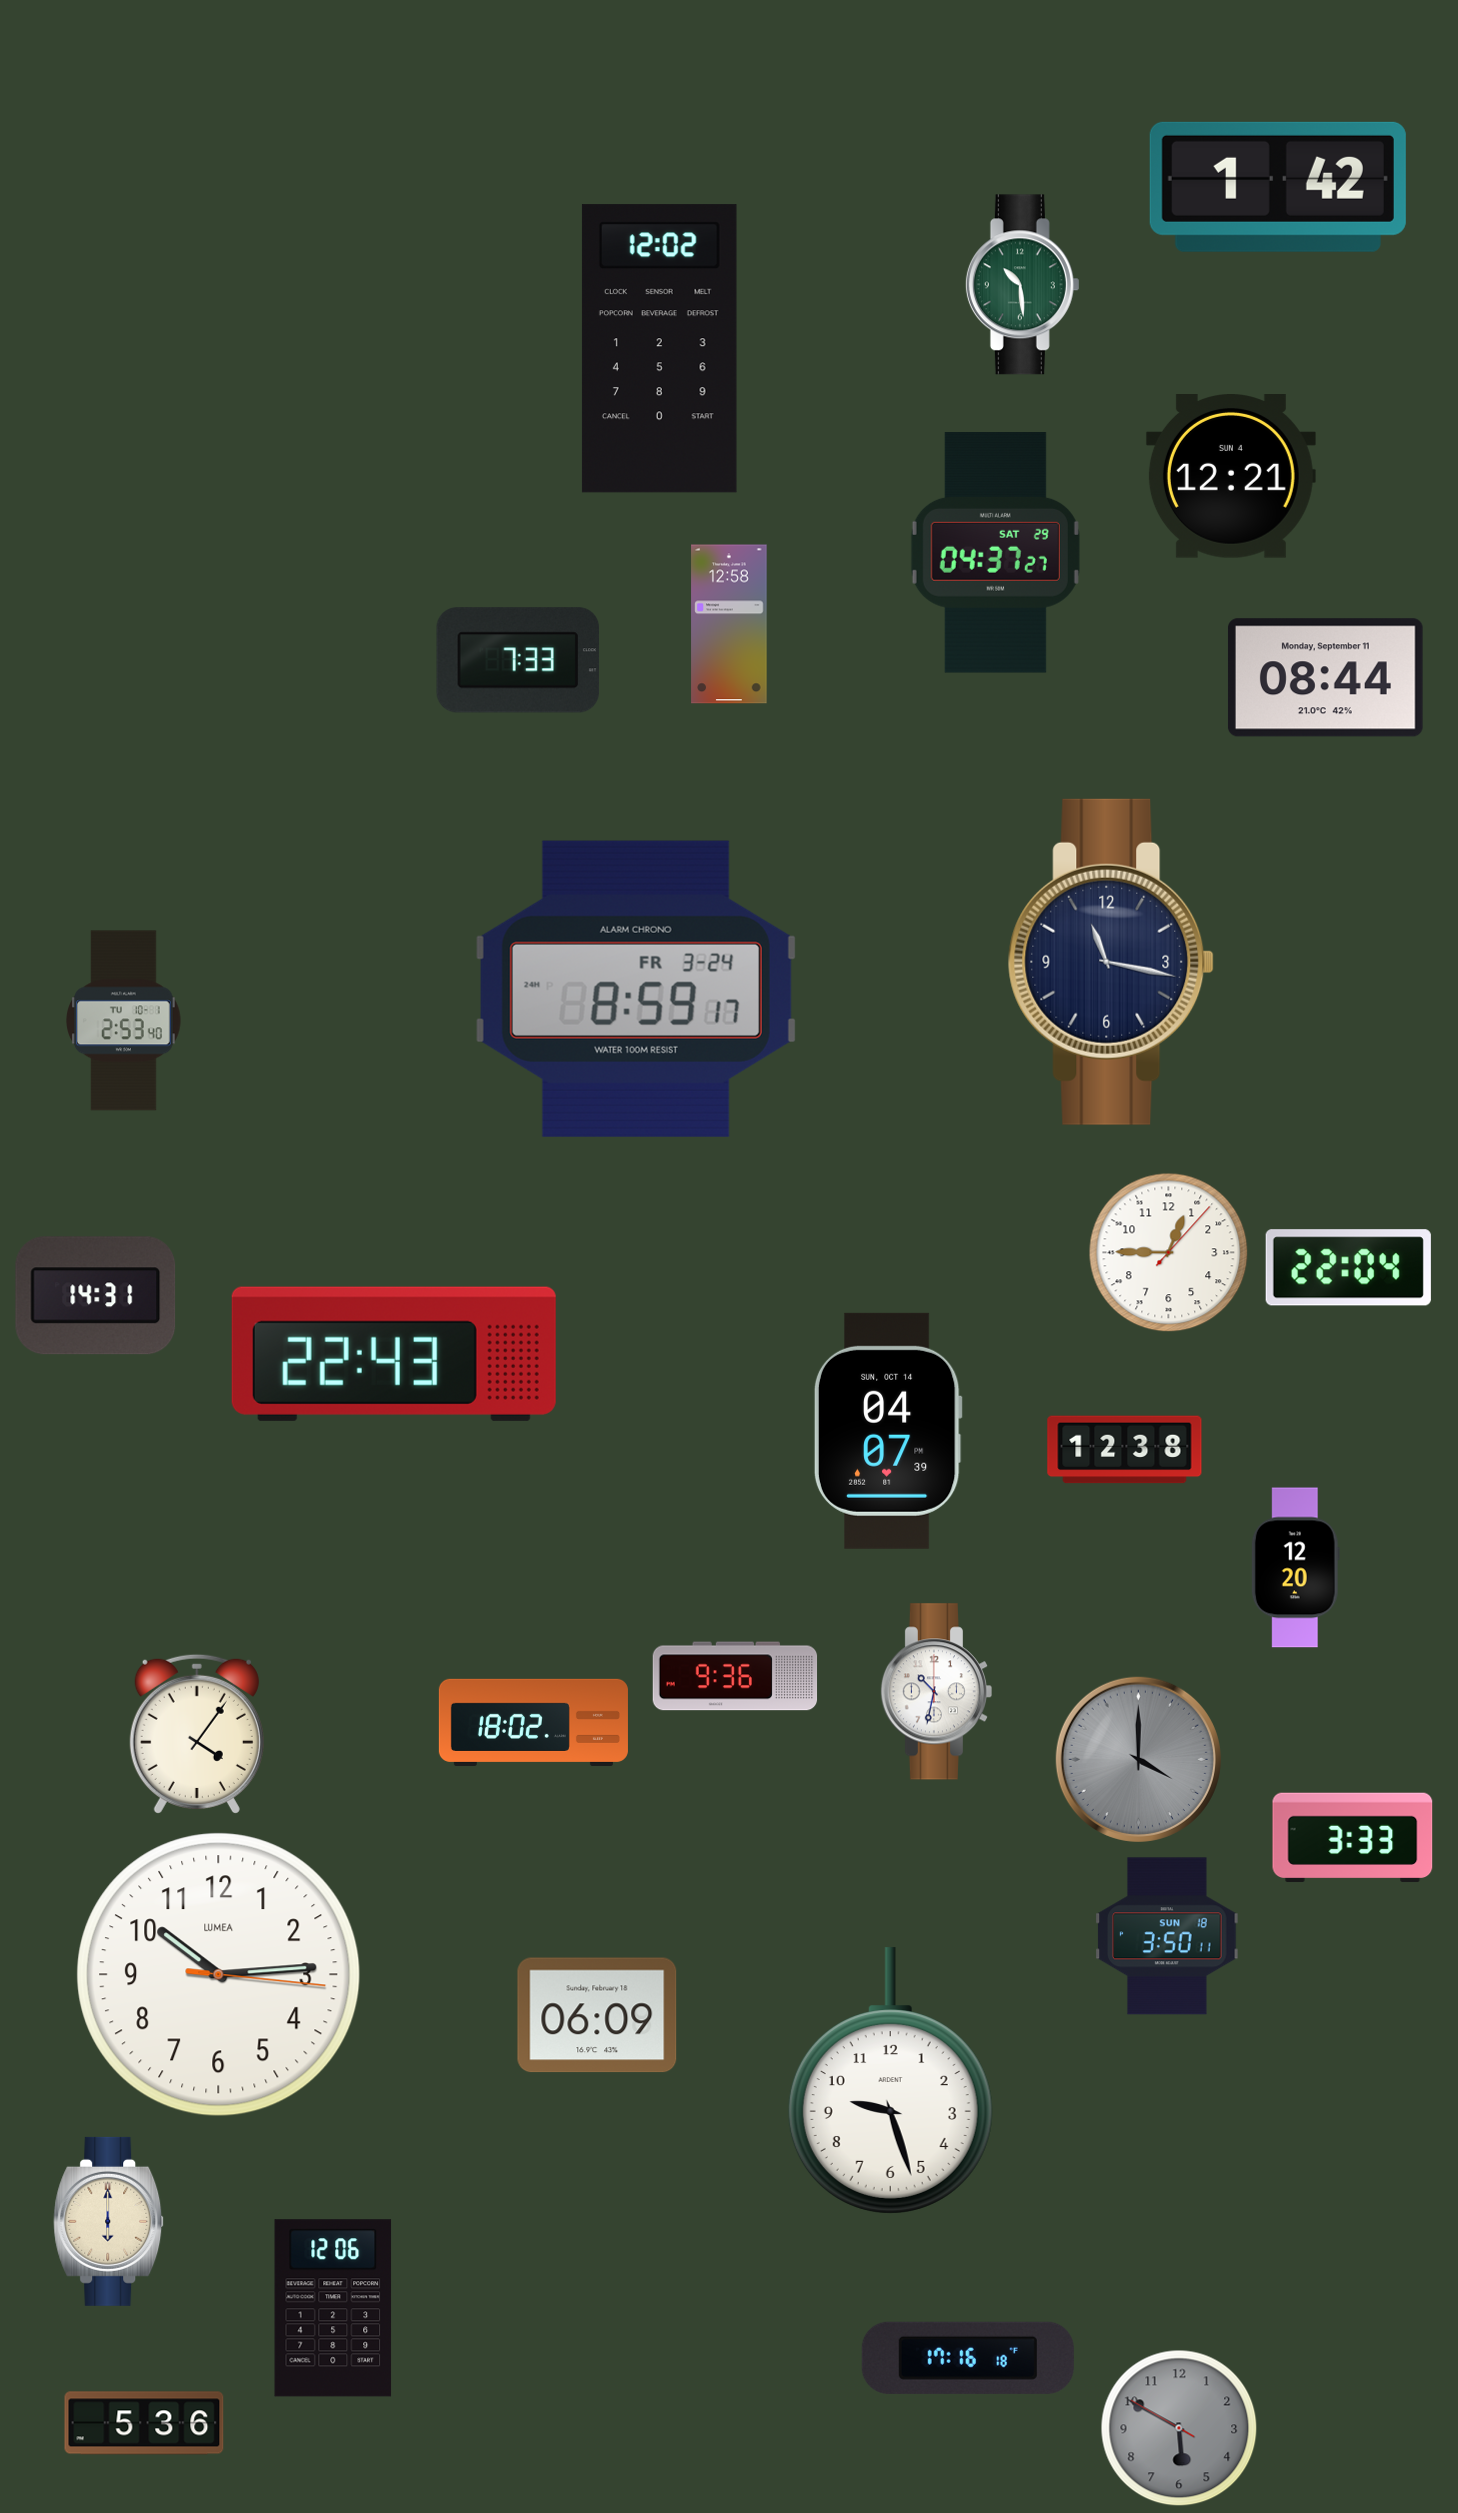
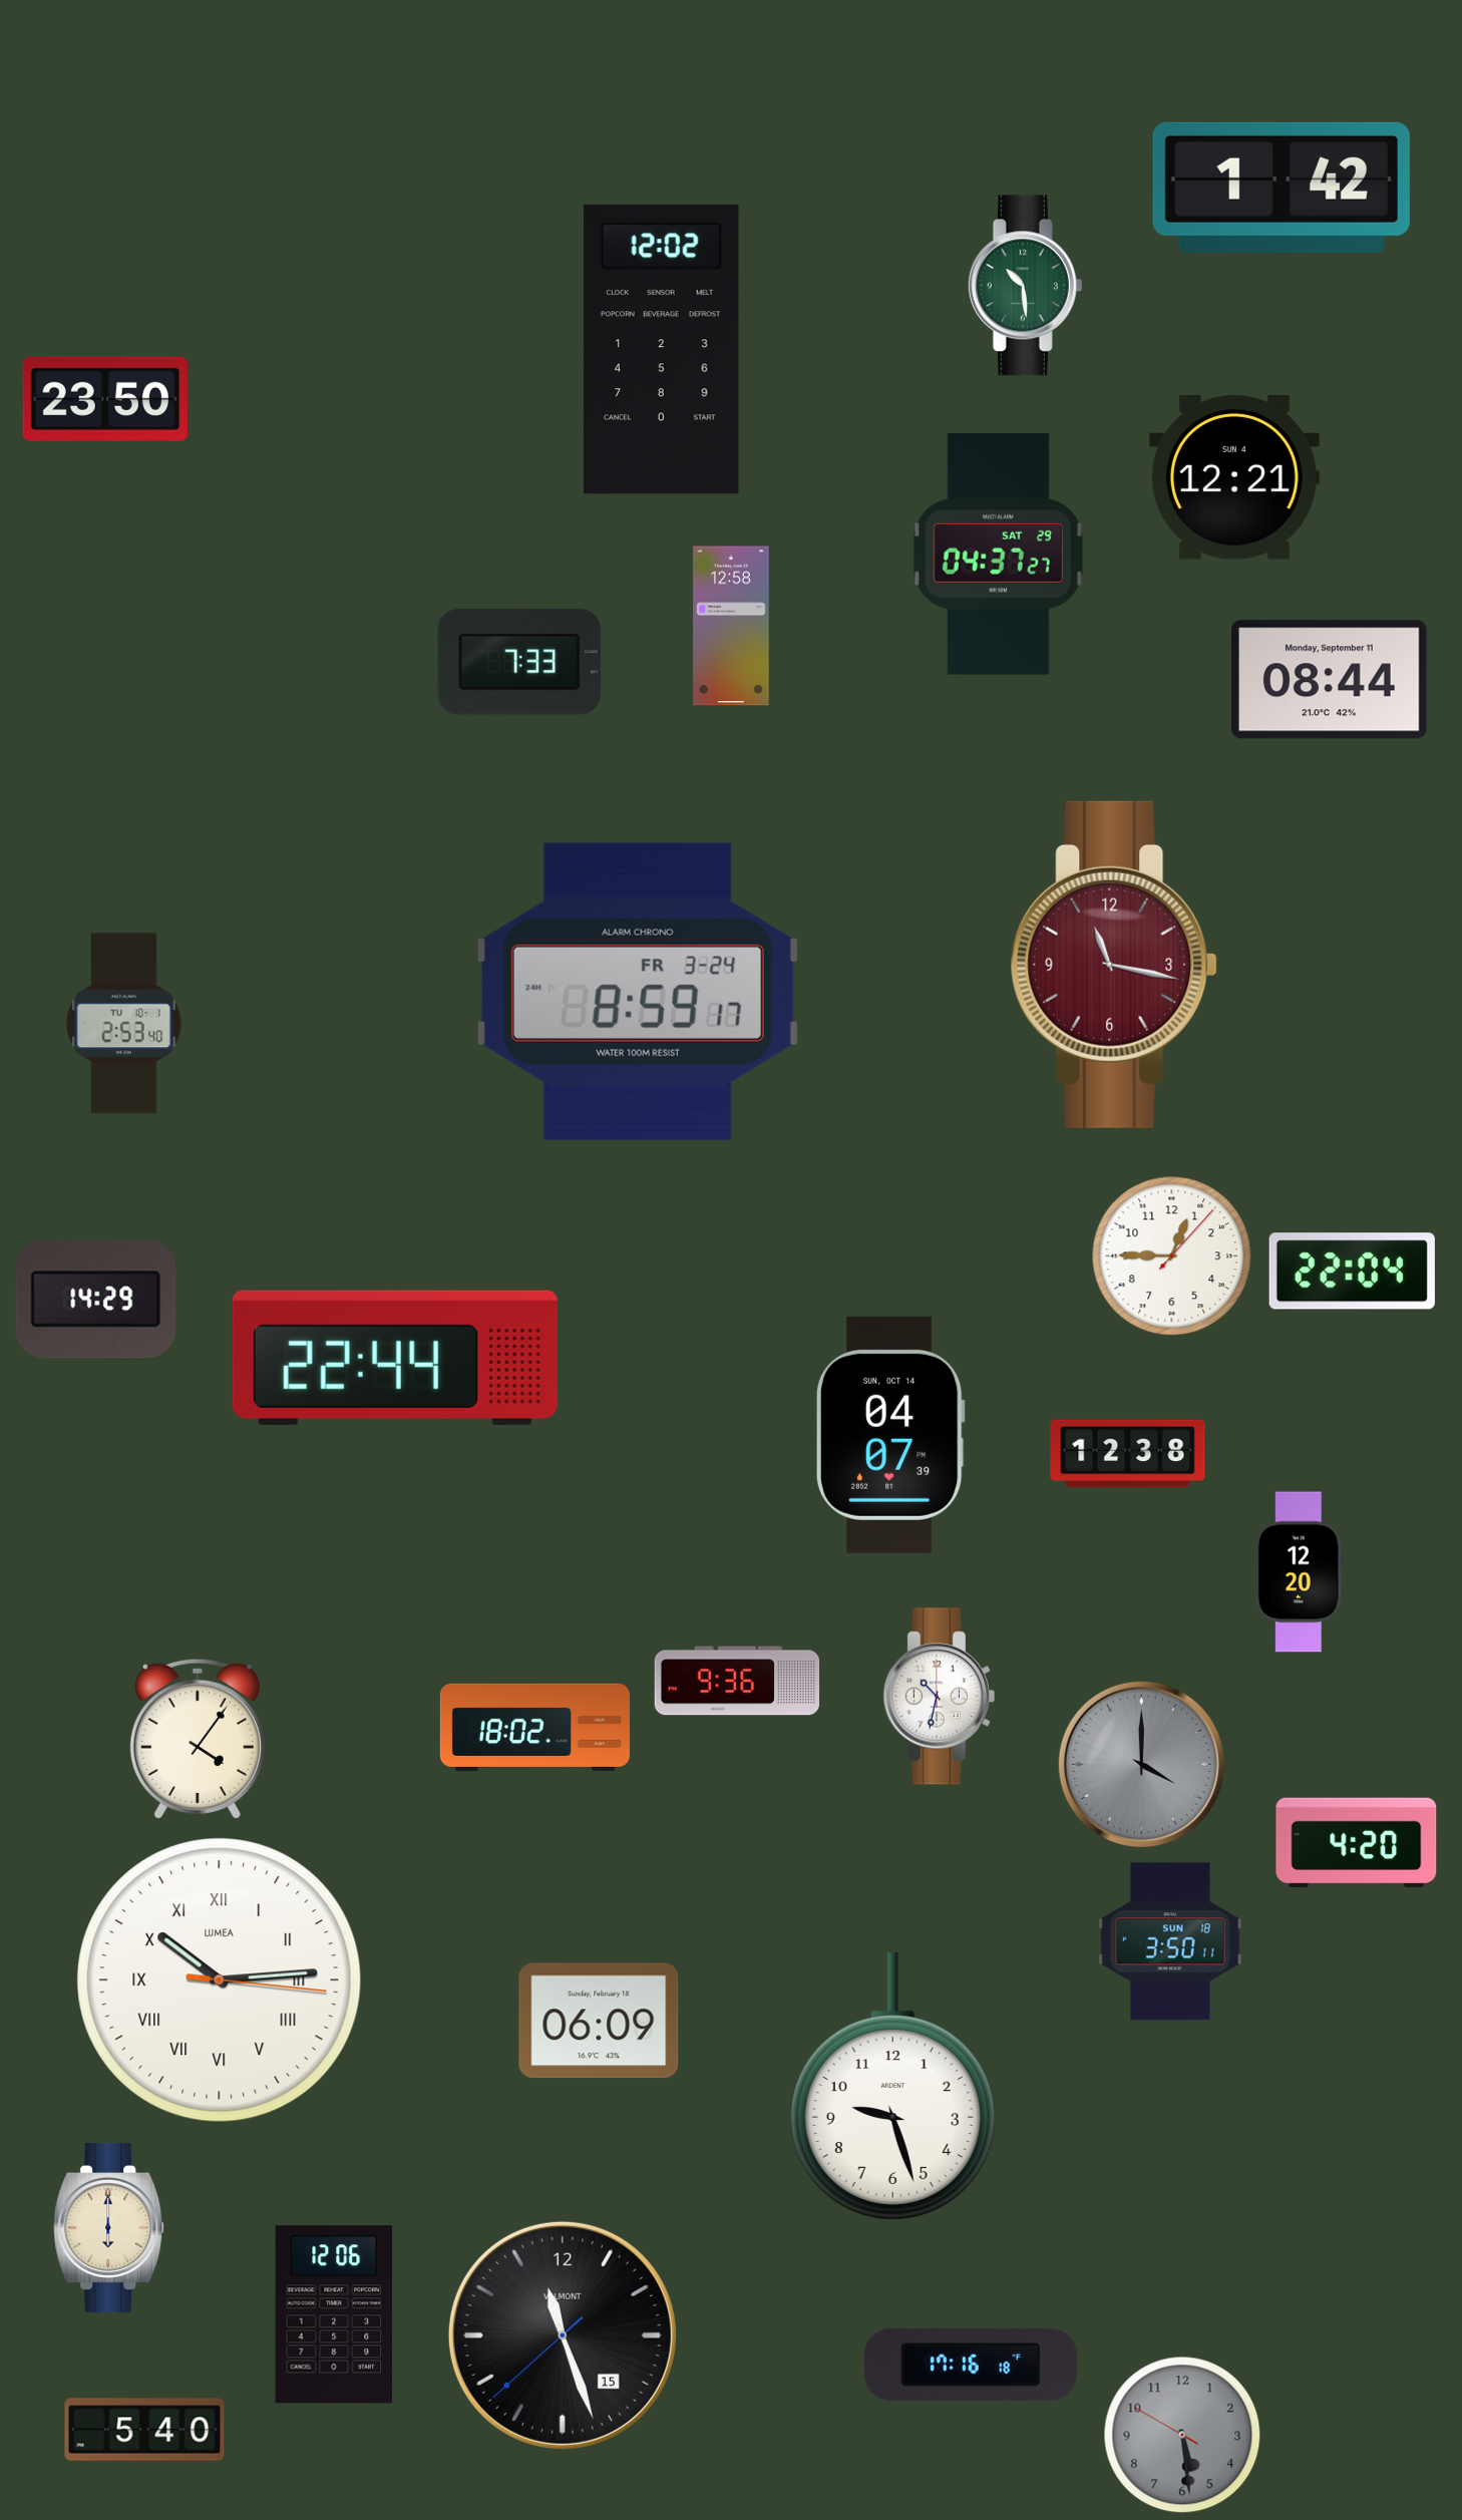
clock at (105, 399): none -> 23:50
clock at (1111, 962) dial: navy -> burgundy
clock at (96, 1296): 14:31 -> 14:29
clock at (394, 1354): 22:43 -> 22:44
clock at (1353, 1838): 3:33 -> 4:20
clock at (219, 1975) numerals: Arabic -> Roman
clock at (563, 2335): none -> 11:26
clock at (144, 2423): 5:36 -> 5:40
clock at (1179, 2428): 5:49 -> 5:28
